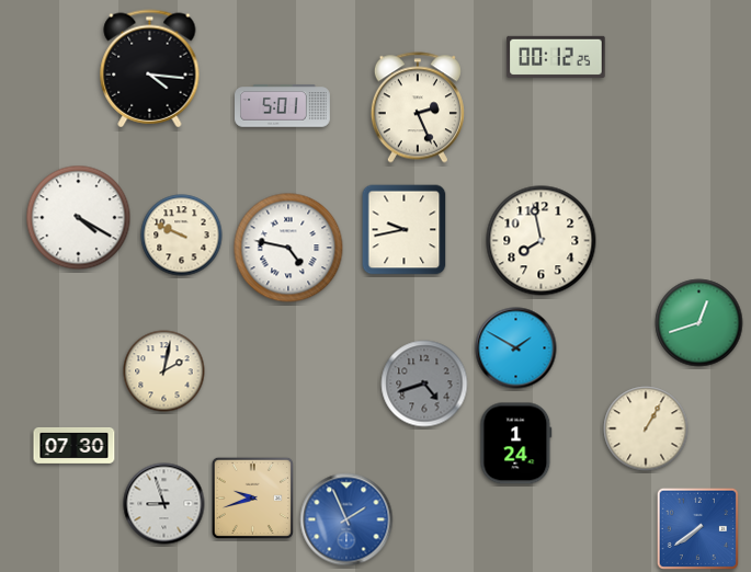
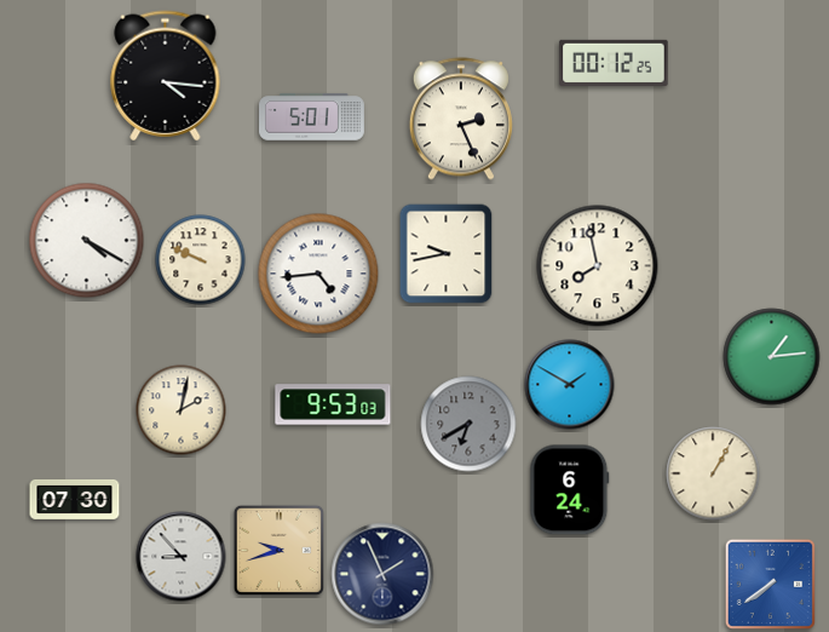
clock at (288, 248): 4:47 -> 4:44
clock at (699, 323): 12:42 -> 1:14
clock at (333, 404): none -> 9:53
clock at (424, 384): 4:42 -> 6:40
clock at (516, 444): 1:24 -> 6:24
clock at (75, 446) position: (75, 446) -> (75, 500)
clock at (164, 504): 8:57 -> 8:53
clock at (346, 519) dial: blue -> navy
